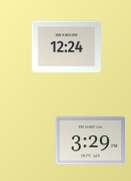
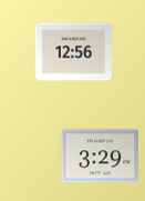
clock at (67, 47): 12:24 -> 12:56
